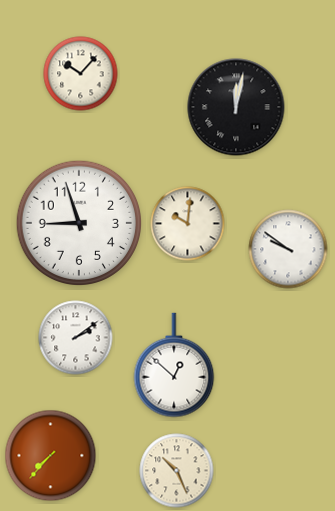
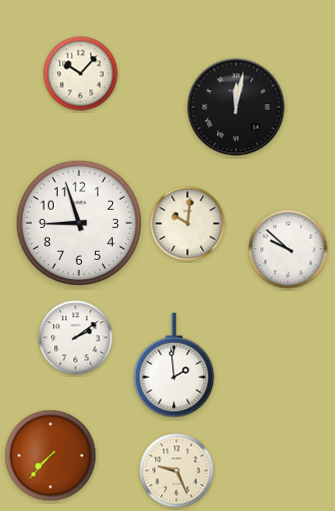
clock at (288, 249): 9:51 -> 9:52
clock at (174, 365): 12:52 -> 1:59
clock at (177, 471): 10:26 -> 9:26
